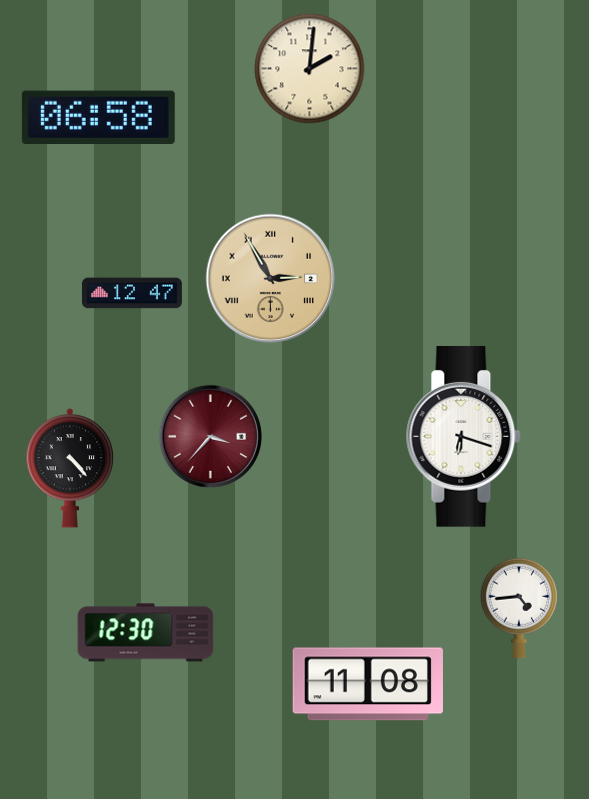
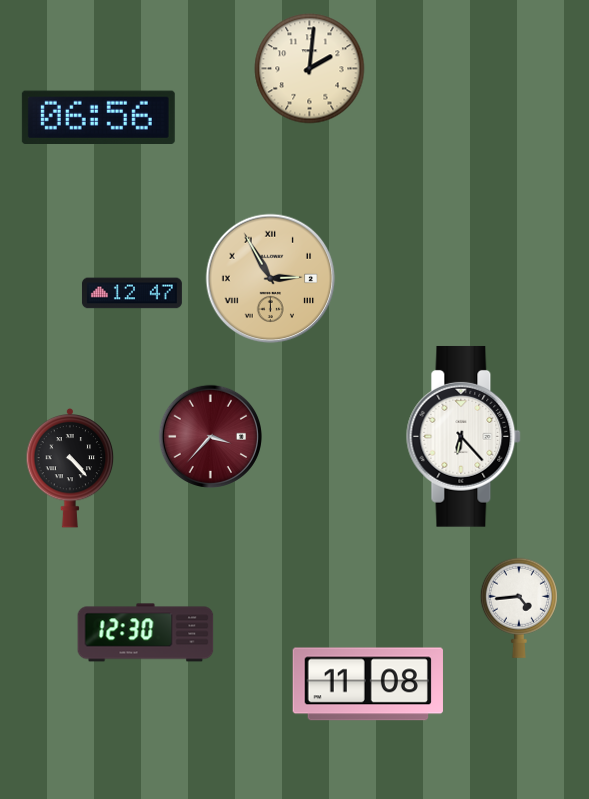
clock at (98, 117): 06:58 -> 06:56
clock at (464, 436): 6:18 -> 6:23
